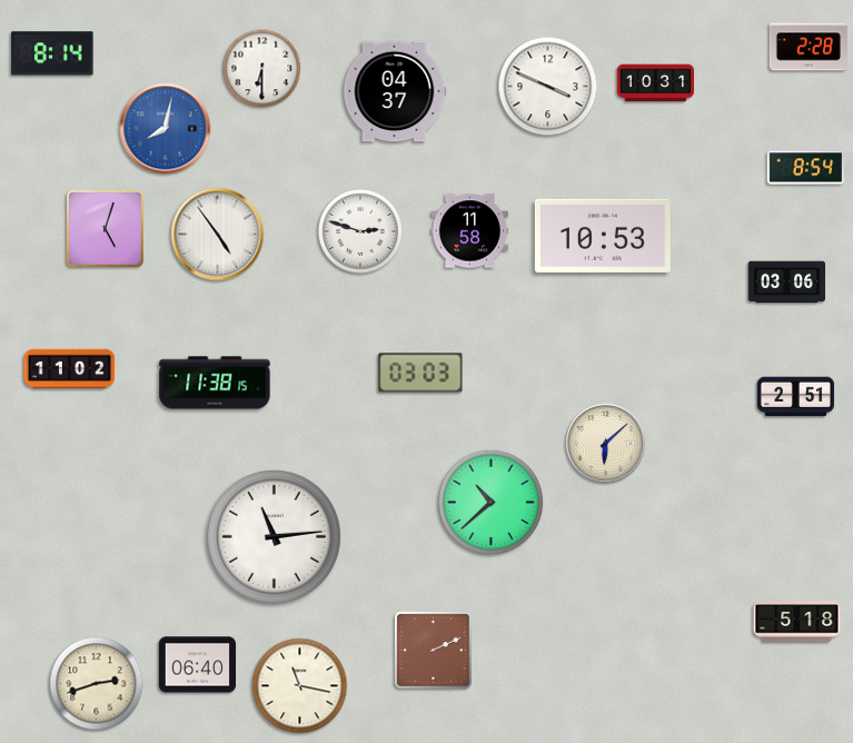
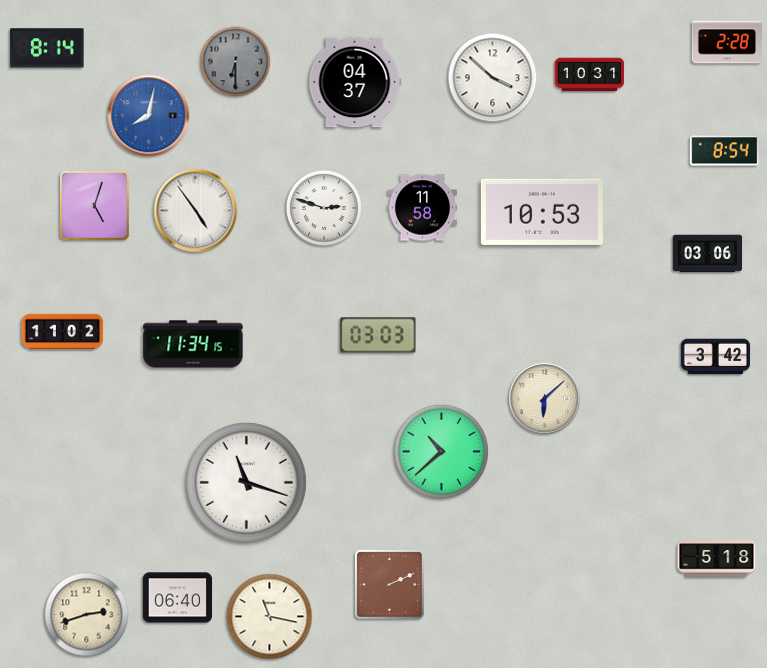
clock at (262, 69) dial: white -> grey
clock at (548, 87): 3:49 -> 3:52
clock at (215, 383): 11:38 -> 11:34
clock at (796, 397): 2:51 -> 3:42
clock at (274, 536): 11:14 -> 11:18
